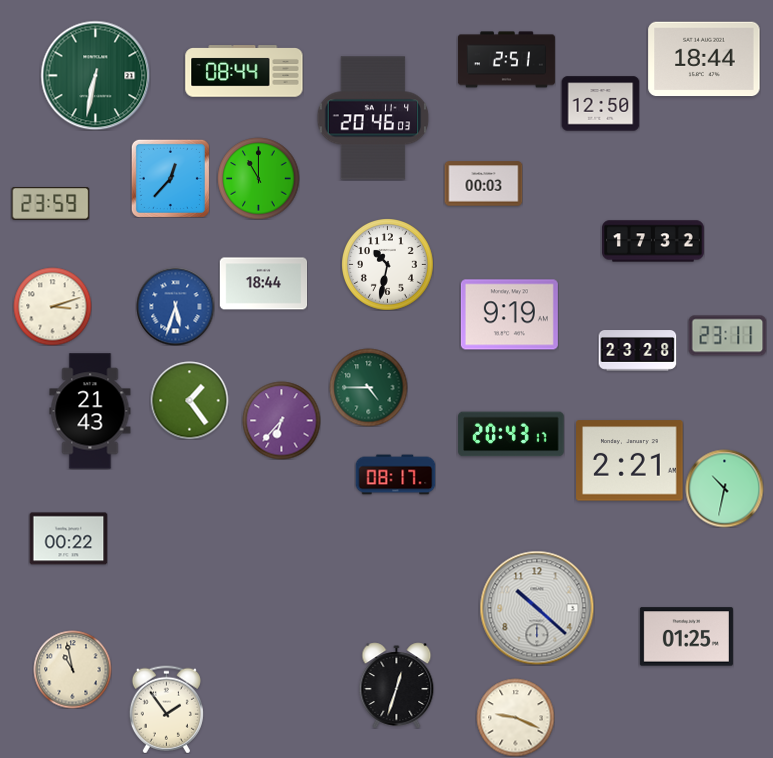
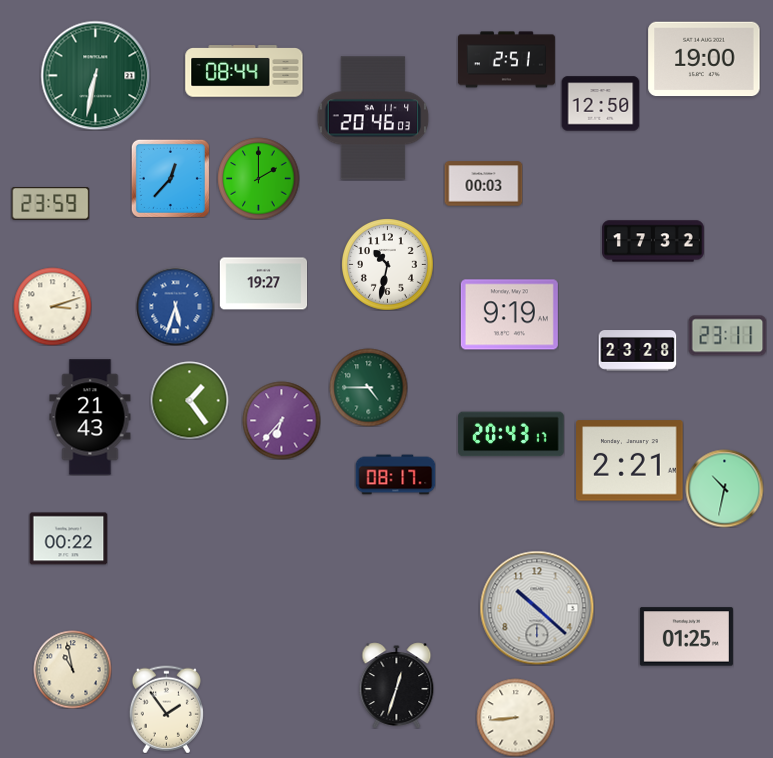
clock at (704, 59): 18:44 -> 19:00
clock at (258, 178): 11:00 -> 2:00
clock at (263, 284): 18:44 -> 19:27
clock at (90, 411) position: (90, 411) -> (90, 417)
clock at (515, 717): 9:19 -> 8:44
